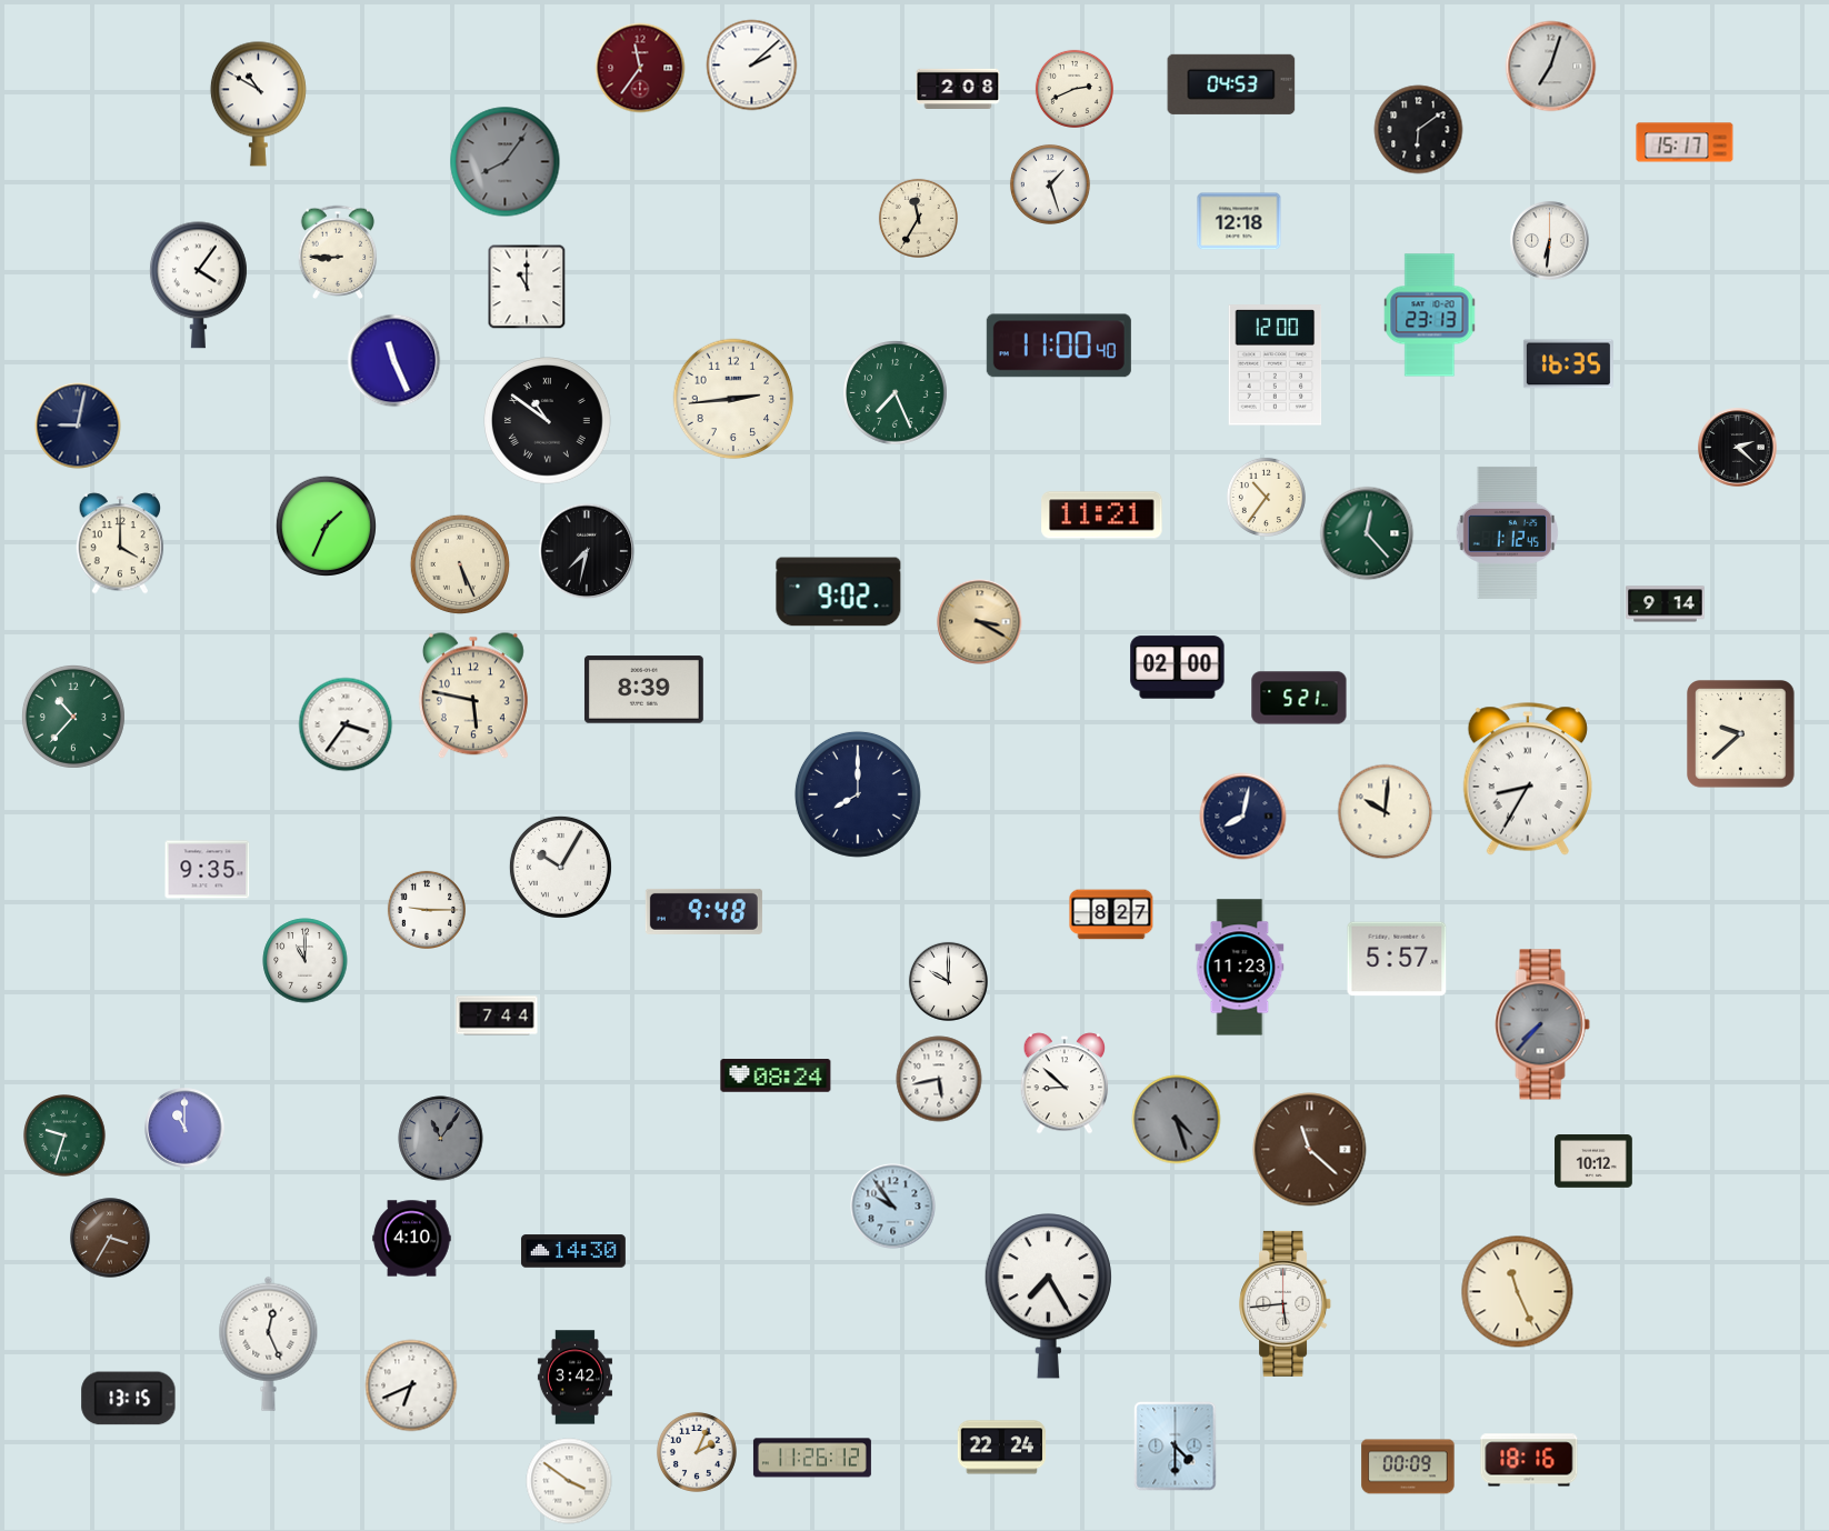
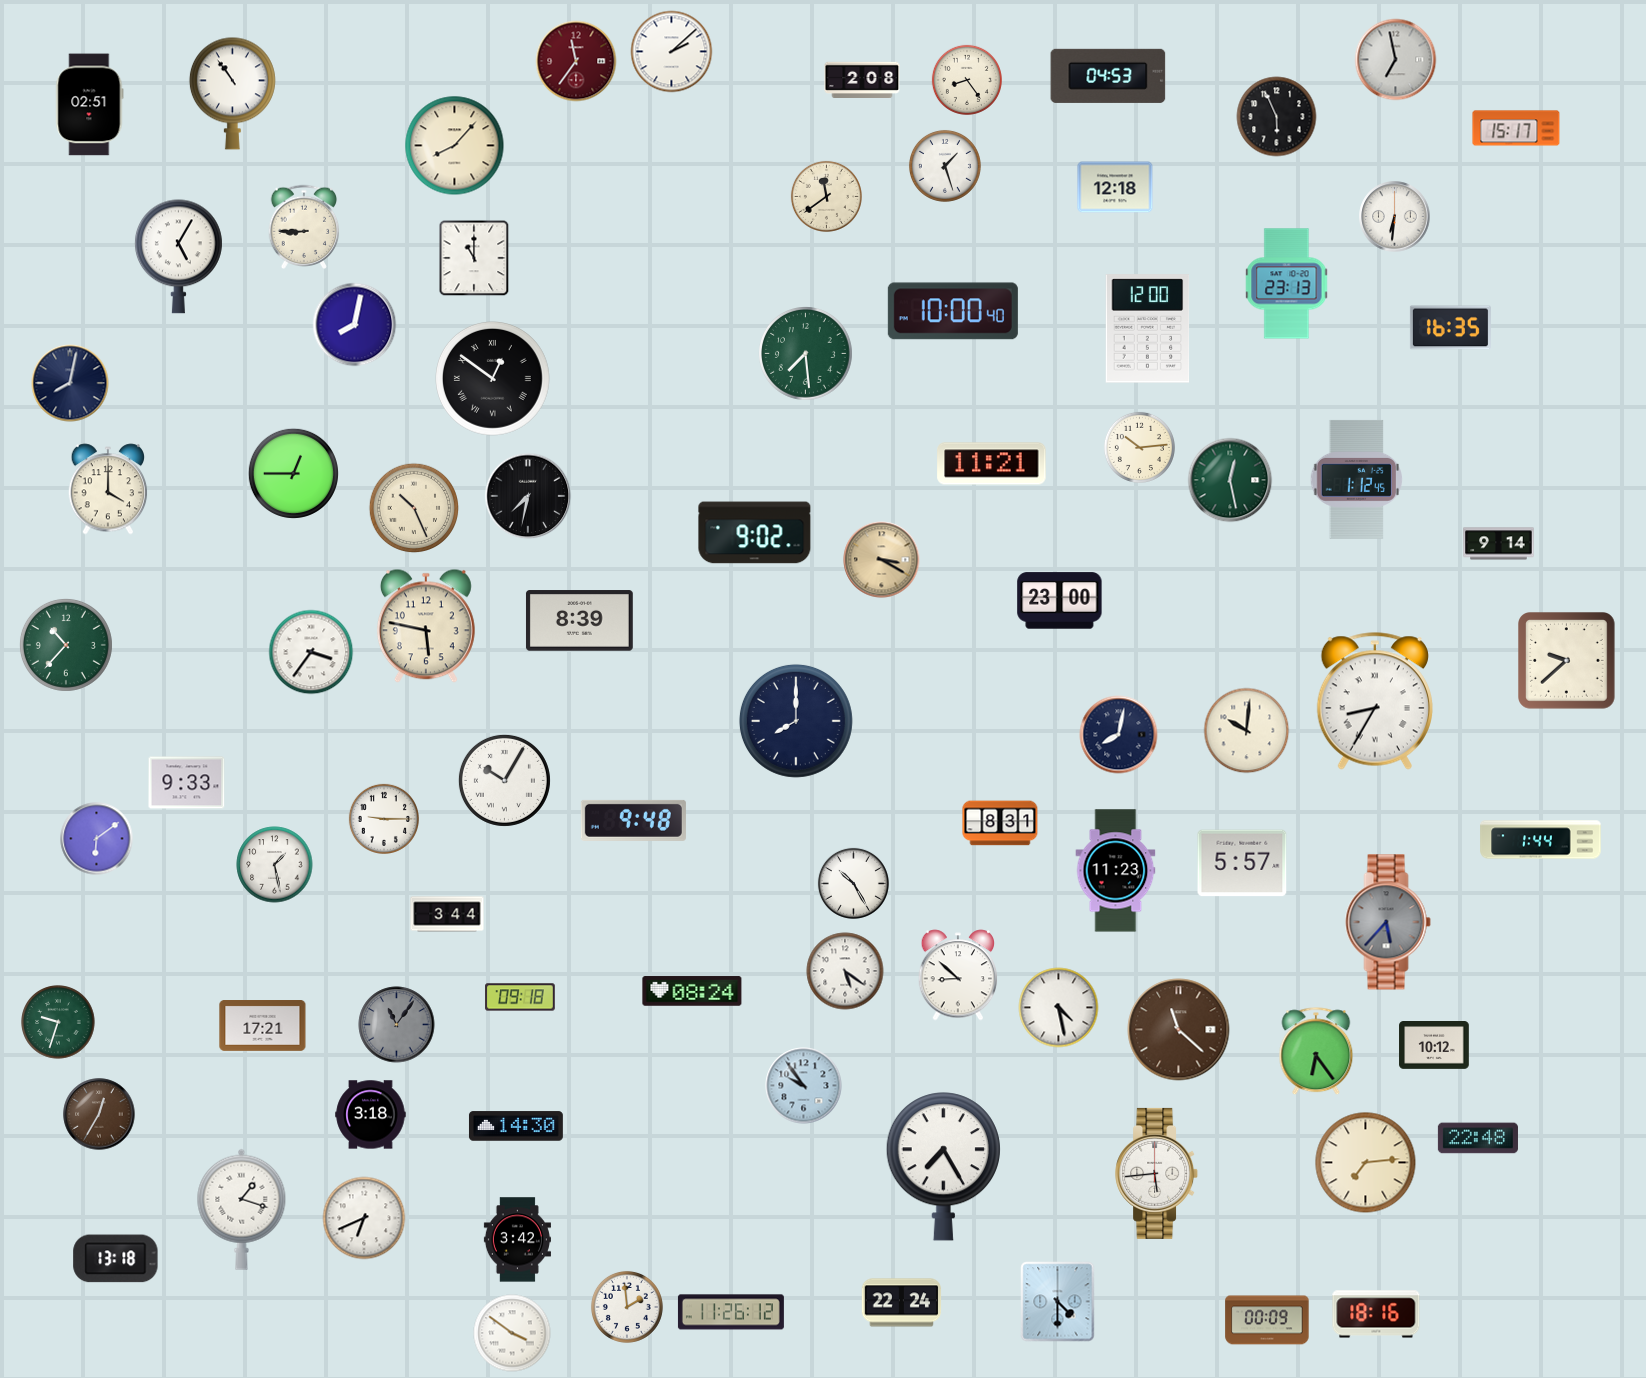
clock at (752, 66) position: (752, 66) -> (672, 52)
clock at (1551, 67): 7:03 -> 6:58
clock at (1075, 89): 2:41 -> 8:24
clock at (258, 103): 10:50 -> 10:54
clock at (90, 105): none -> 02:51
clock at (1419, 130): 6:09 -> 5:56
clock at (506, 162): 8:06 -> 8:07
clock at (506, 162) dial: grey -> cream
clock at (918, 218): 11:35 -> 11:39
clock at (1239, 221) position: (1239, 221) -> (1115, 187)
clock at (198, 286): 4:06 -> 5:05
clock at (1059, 346): 11:00 -> 10:00
clock at (394, 361): 11:26 -> 8:02
clock at (1568, 364) position: (1568, 364) -> (1450, 328)
clock at (896, 393): 7:26 -> 7:29
clock at (733, 399): 2:44 -> none
clock at (548, 421): 10:51 -> 12:51
clock at (78, 426): 9:02 -> 8:02
clock at (1738, 448): 2:22 -> none
clock at (1266, 497): 10:36 -> 10:14
clock at (326, 526): 1:34 -> 12:45
clock at (1367, 533): 12:23 -> 12:28
clock at (460, 564): 5:26 -> 10:26
clock at (1178, 668): 02:00 -> 23:00
clock at (1299, 698): 5:21 -> none
clock at (858, 794) position: (858, 794) -> (796, 721)
clock at (208, 870): 9:35 -> 9:33
clock at (1111, 914): 8:27 -> 8:31
clock at (97, 839): none -> 6:09
clock at (1541, 840): none -> 1:44
clock at (1397, 959) position: (1397, 959) -> (1242, 863)
clock at (306, 961): 11:00 -> 1:28
clock at (948, 981): 10:00 -> 10:25
clock at (497, 1015): 7:44 -> 3:44
clock at (1542, 1024): 7:37 -> 5:37
clock at (776, 1075) position: (776, 1075) -> (692, 991)
clock at (939, 1079): 5:43 -> 5:21
clock at (520, 997): none -> 09:18
clock at (1177, 1120): 4:27 -> 4:28
clock at (1177, 1120) dial: grey -> white
clock at (184, 1128): 11:00 -> none
clock at (263, 1026): none -> 17:21
clock at (1310, 1150) position: (1310, 1150) -> (1179, 1030)
clock at (1316, 1052): none -> 6:24
clock at (110, 1238): 3:35 -> 12:35
clock at (412, 1239): 4:10 -> 3:18
clock at (1478, 1138): none -> 22:48
clock at (1518, 1292): 11:26 -> 7:14
clock at (269, 1343): 12:26 -> 1:18
clock at (411, 1385) position: (411, 1385) -> (364, 1218)
clock at (129, 1399): 13:15 -> 13:18
clock at (697, 1452): 2:04 -> 1:59
